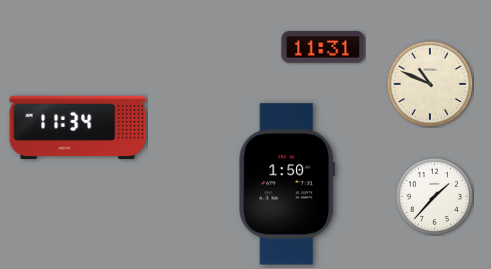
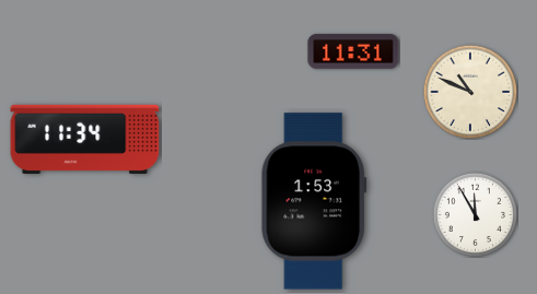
clock at (287, 184): 1:50 -> 1:53
clock at (434, 196): 1:37 -> 11:55
